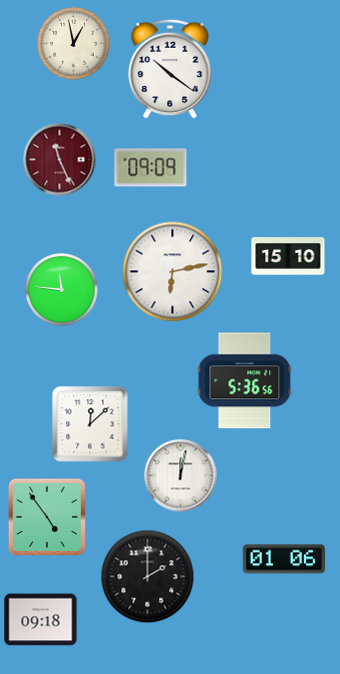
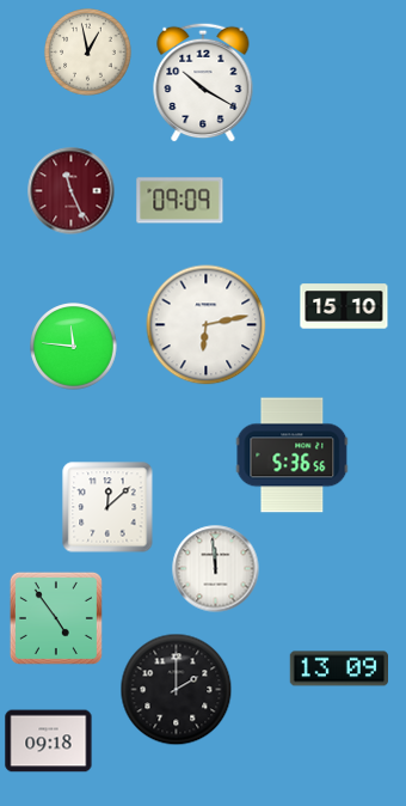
clock at (170, 69): 10:21 -> 10:20
clock at (181, 476): 12:02 -> 11:59
clock at (283, 559): 01:06 -> 13:09
